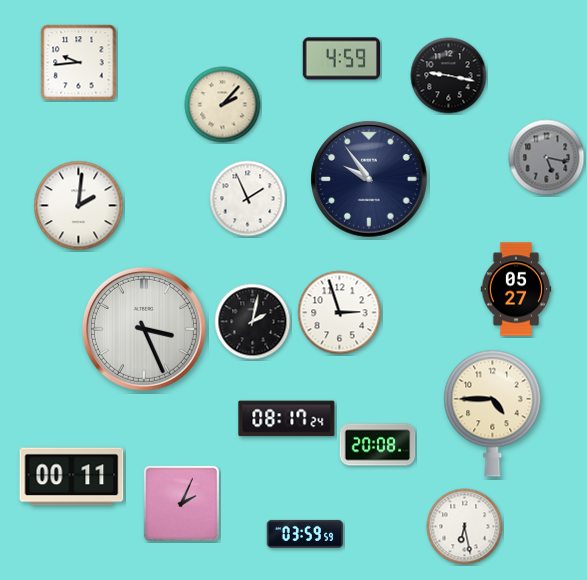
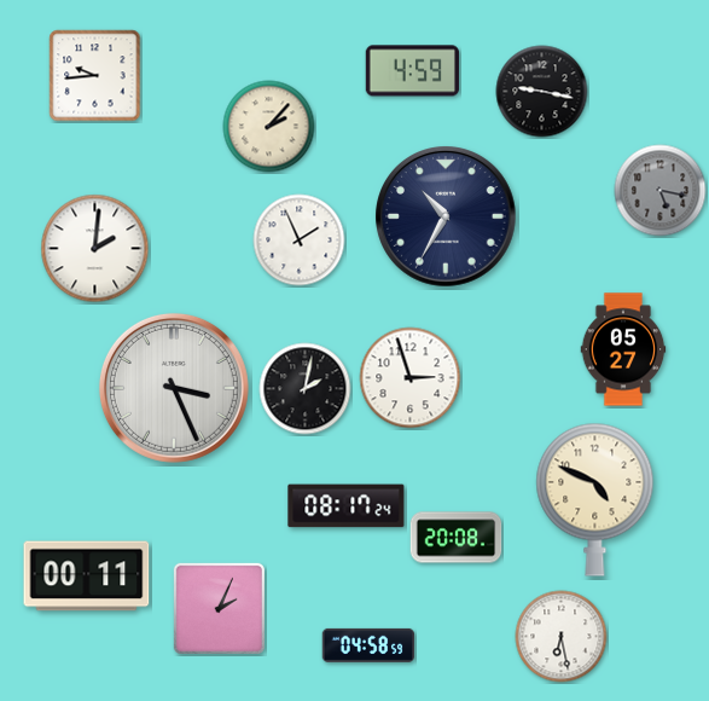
clock at (369, 179): 9:54 -> 10:35
clock at (144, 329) position: (144, 329) -> (174, 388)
clock at (493, 413): 4:45 -> 4:49
clock at (305, 534): 03:59 -> 04:58
